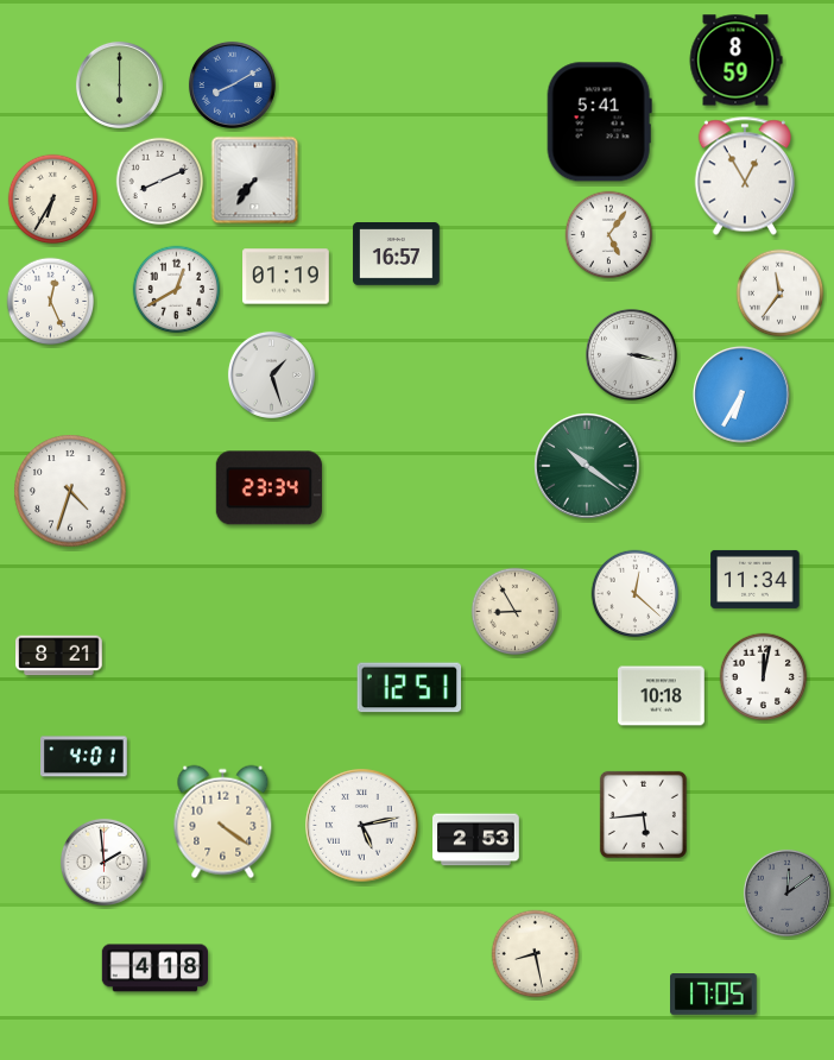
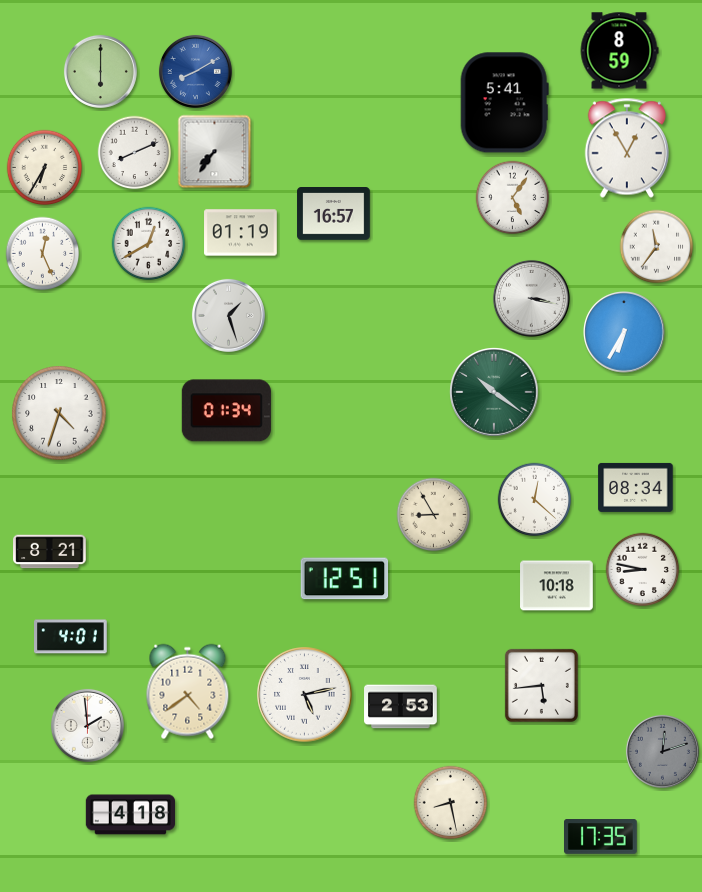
clock at (268, 488): 23:34 -> 01:34
clock at (756, 579): 11:34 -> 08:34
clock at (764, 677): 12:02 -> 8:47
clock at (223, 822): 4:21 -> 4:39
clock at (786, 892): 12:09 -> 12:12
clock at (714, 995): 17:05 -> 17:35
